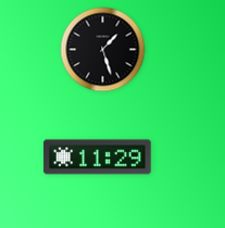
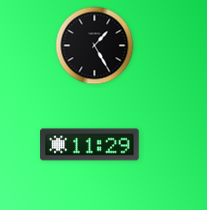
clock at (103, 50): 1:27 -> 1:25
